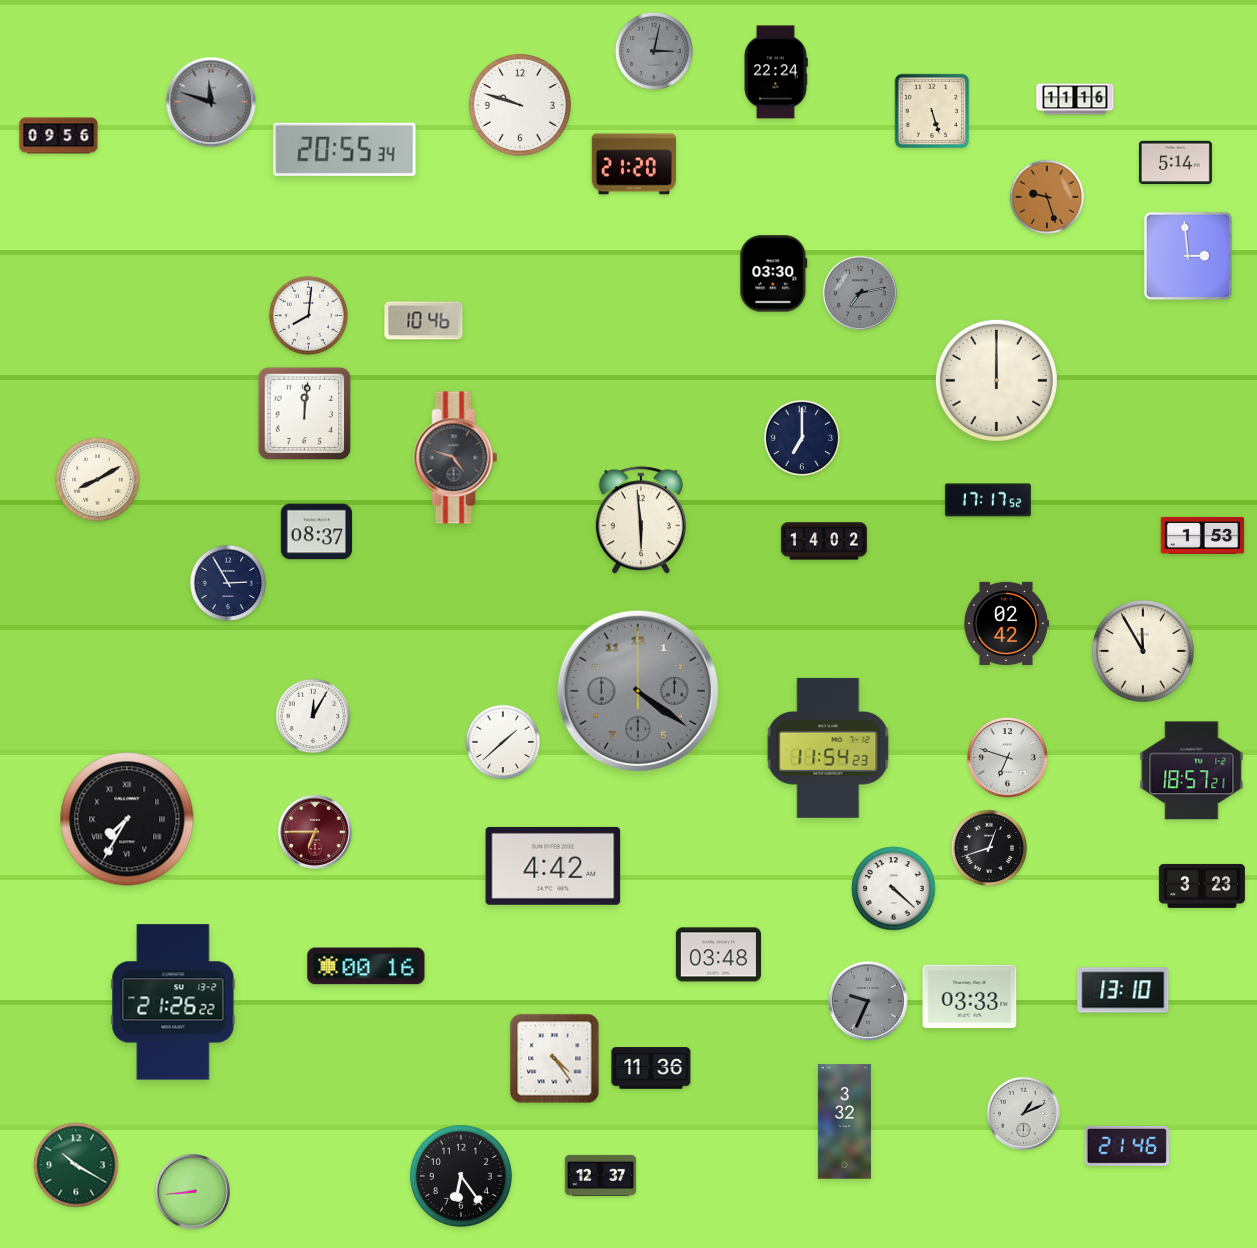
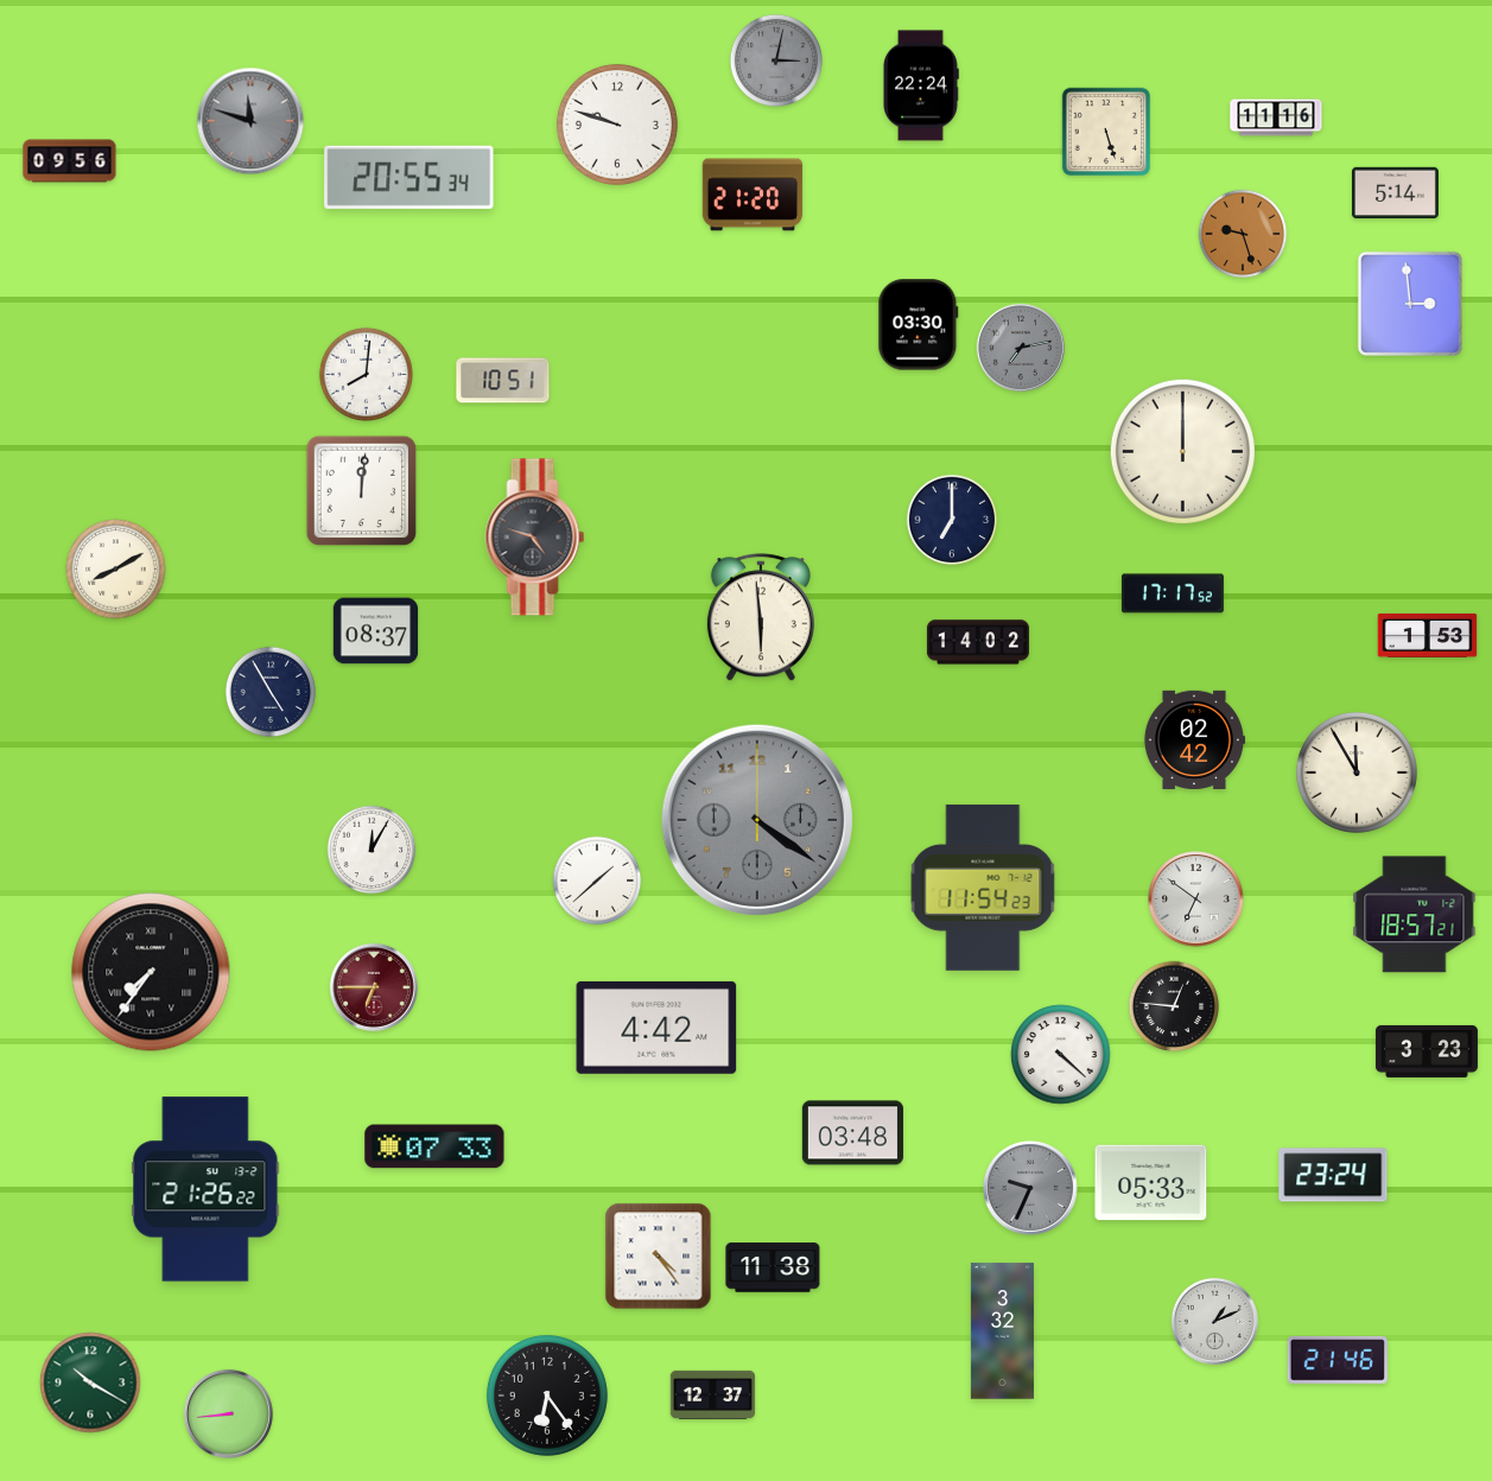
clock at (424, 321): 10:46 -> 10:51
clock at (456, 458) position: (456, 458) -> (535, 538)
clock at (228, 583): 2:55 -> 4:55
clock at (1008, 758): 6:48 -> 6:51
clock at (127, 819): 7:35 -> 7:36
clock at (989, 848): 12:42 -> 12:46
clock at (366, 966): 00:16 -> 07:33
clock at (1123, 990): 13:10 -> 23:24
clock at (970, 997): 03:33 -> 05:33
clock at (651, 1068): 11:36 -> 11:38
